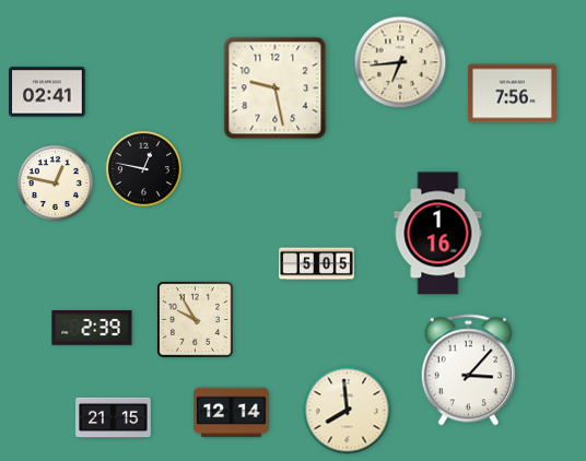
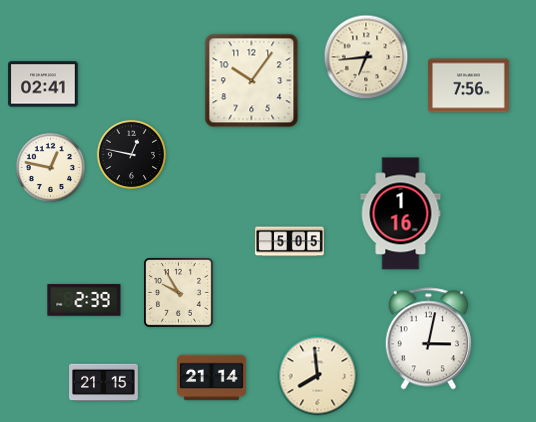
clock at (276, 88): 9:28 -> 10:06
clock at (468, 370): 3:07 -> 3:02
clock at (232, 413): 12:14 -> 21:14
